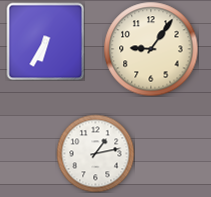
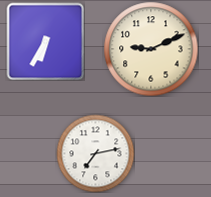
clock at (151, 49): 9:06 -> 9:11
clock at (95, 153): 1:13 -> 7:13
